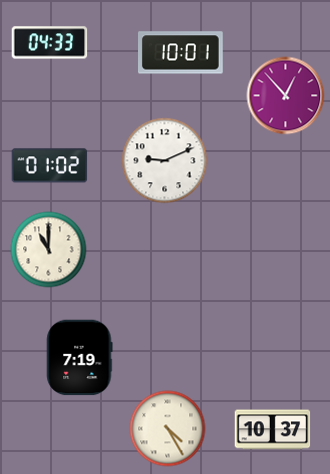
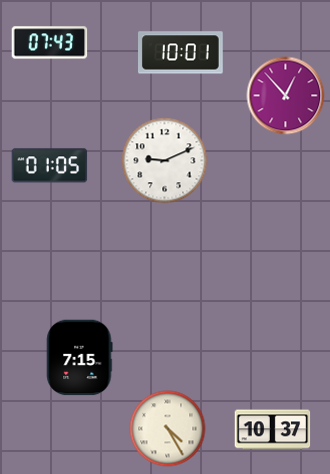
clock at (50, 43): 04:33 -> 07:43
clock at (50, 166): 01:02 -> 01:05
clock at (49, 250): 11:00 -> none
clock at (80, 358): 7:19 -> 7:15
